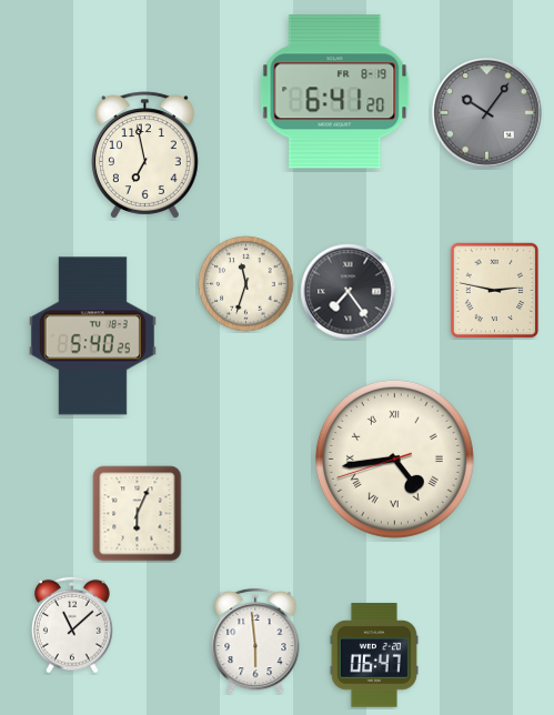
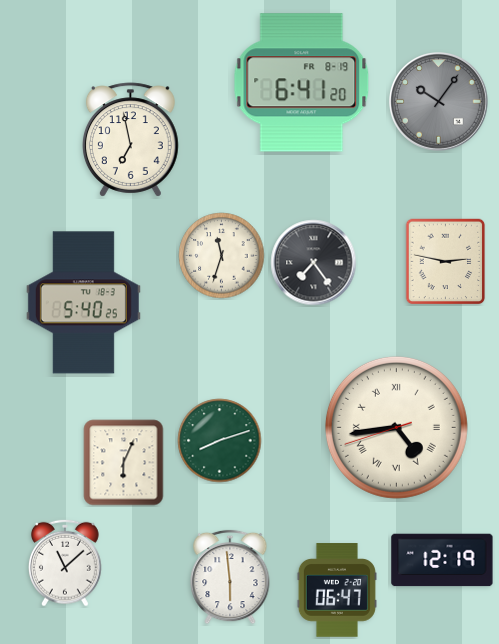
clock at (394, 459) position: (394, 459) -> (396, 427)
clock at (220, 441): none -> 8:12
clock at (442, 560): none -> 12:19
